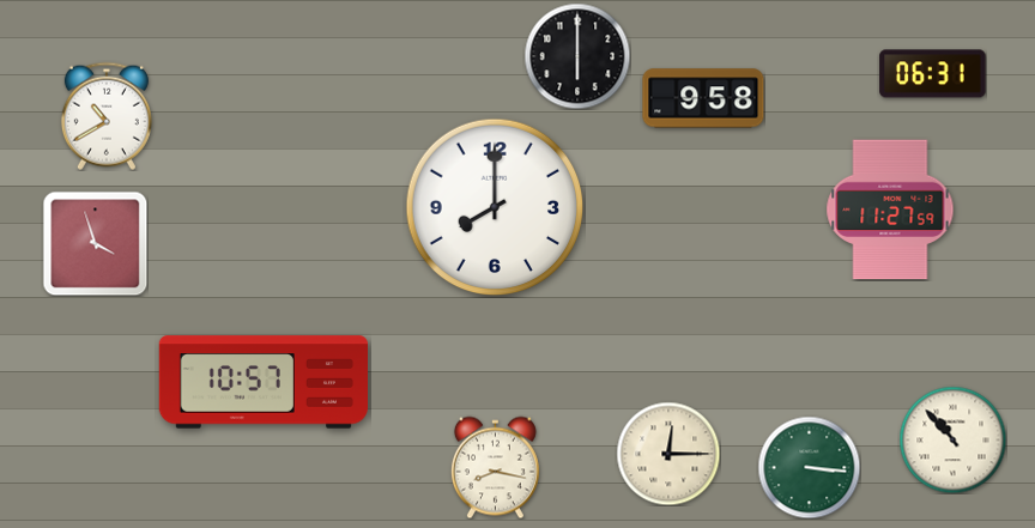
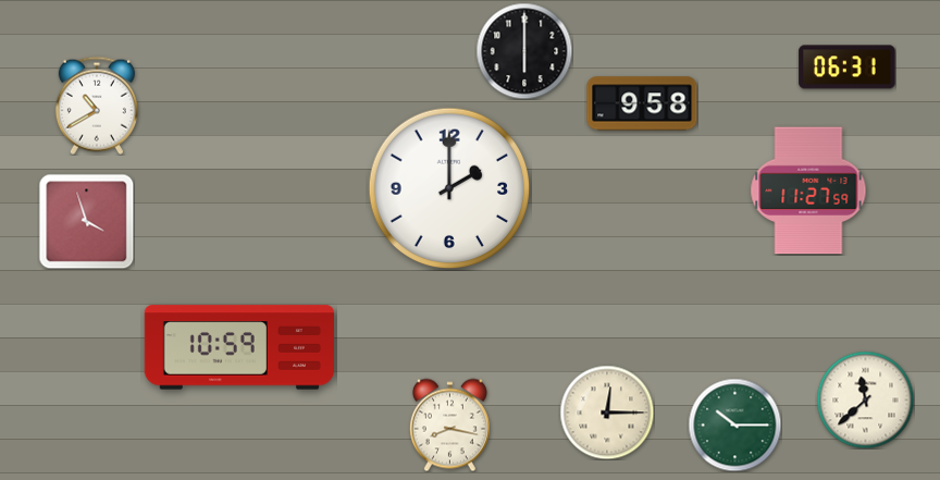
clock at (703, 98) position: (703, 98) -> (642, 103)
clock at (495, 207): 8:00 -> 2:00
clock at (262, 382): 10:57 -> 10:59
clock at (952, 439): 10:53 -> 11:38
clock at (809, 467): 3:16 -> 10:15
